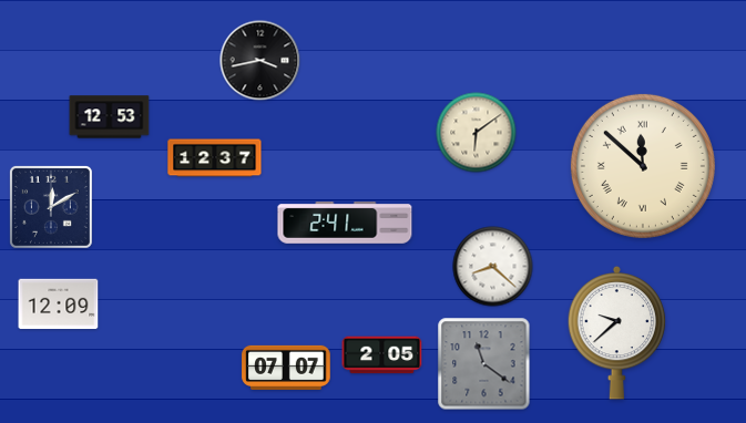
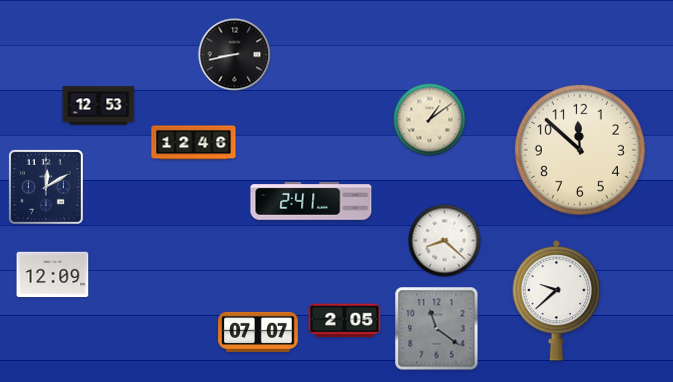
clock at (260, 61): 3:43 -> 8:43
clock at (477, 133): 6:09 -> 1:09
clock at (215, 158): 12:37 -> 12:46
clock at (643, 166) numerals: Roman -> Arabic
